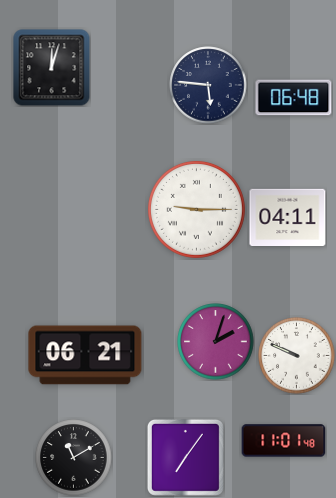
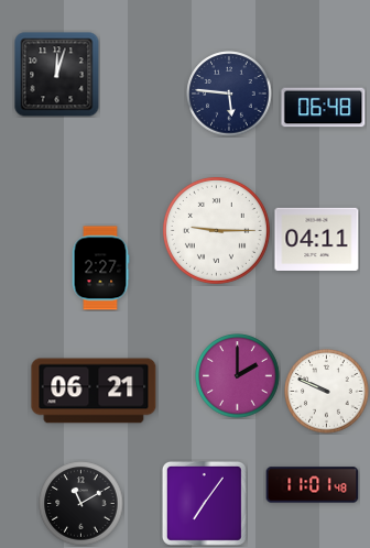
clock at (100, 268): none -> 2:27
clock at (216, 342): 2:03 -> 2:00
